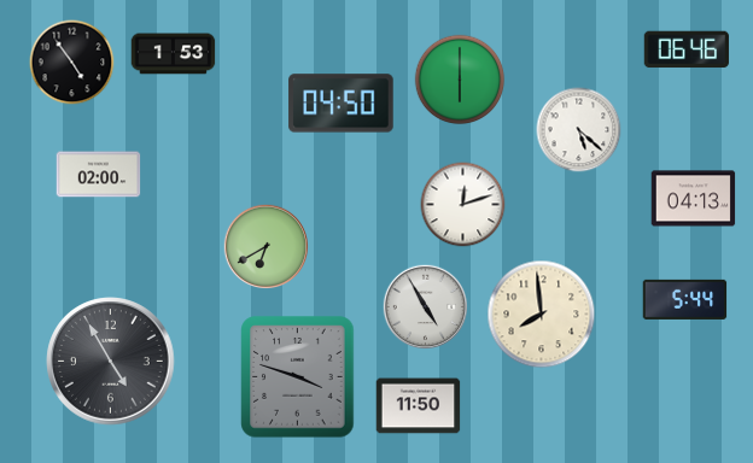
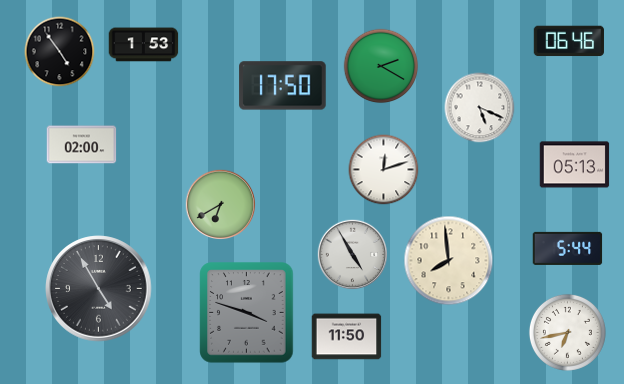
clock at (460, 80): 6:00 -> 2:20
clock at (342, 104): 04:50 -> 17:50
clock at (579, 130): 5:22 -> 5:19
clock at (694, 199): 04:13 -> 05:13
clock at (111, 362) position: (111, 362) -> (99, 289)
clock at (567, 332): none -> 6:43
